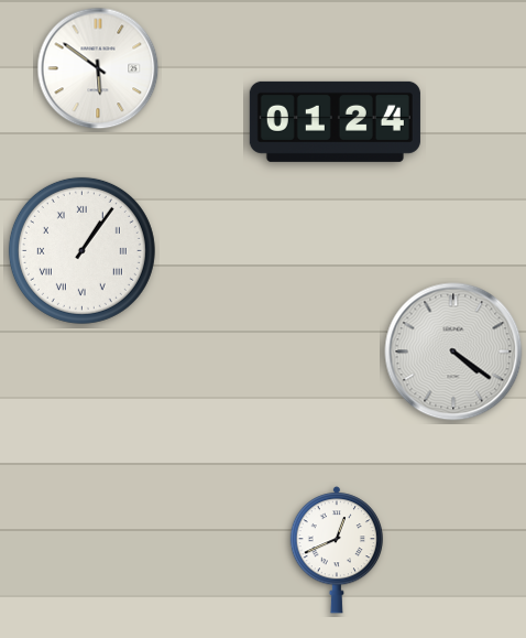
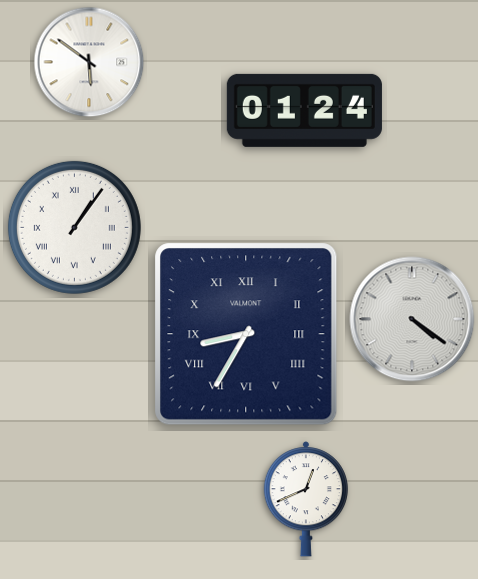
clock at (246, 334): none -> 8:35
